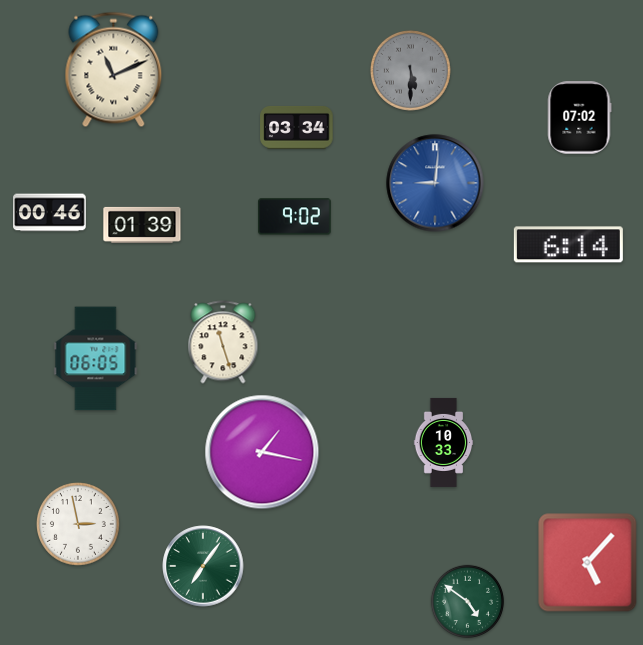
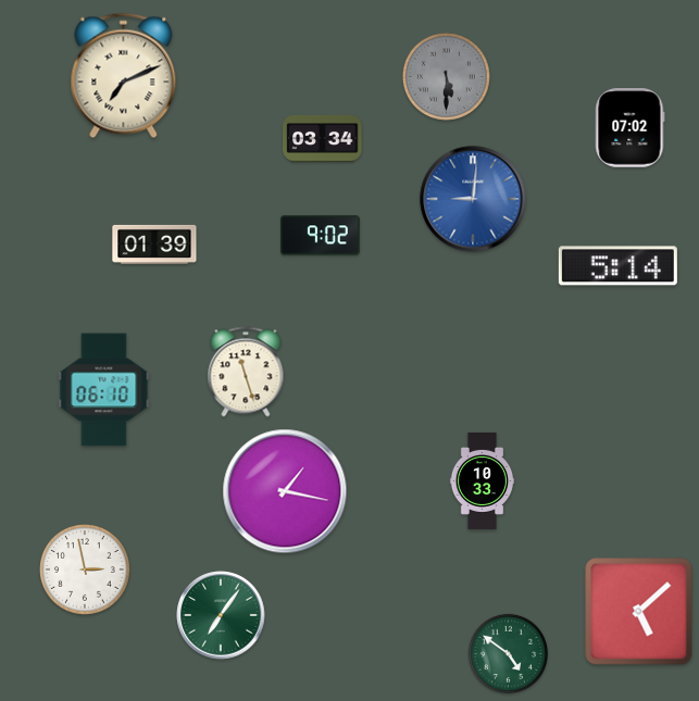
clock at (114, 70): 11:11 -> 7:11
clock at (50, 213): 00:46 -> none
clock at (568, 245): 6:14 -> 5:14
clock at (223, 342) position: (223, 342) -> (246, 372)
clock at (96, 359): 06:05 -> 06:10
clock at (588, 563): 5:07 -> 5:08
